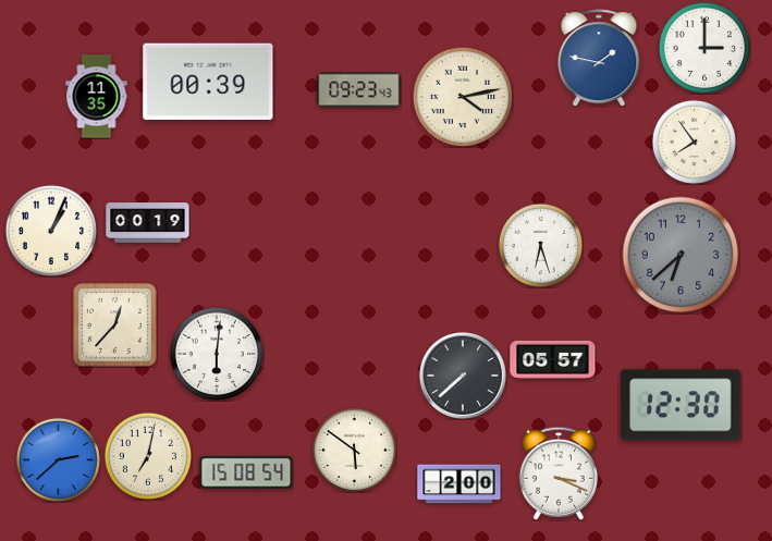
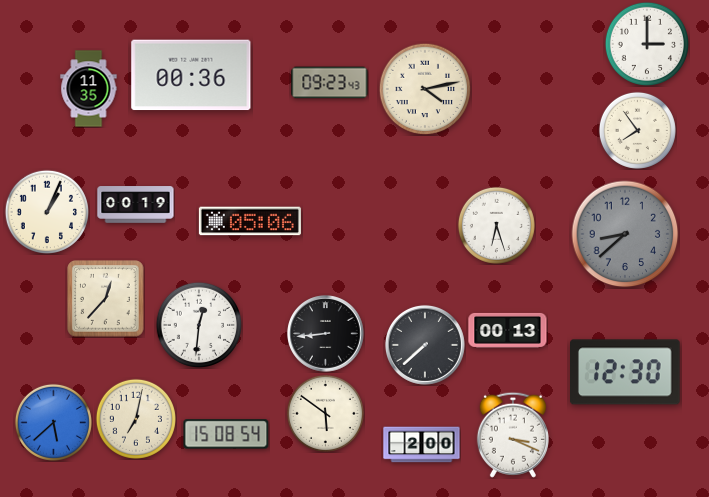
clock at (599, 58): 1:47 -> none
clock at (208, 82): 00:39 -> 00:36
clock at (250, 221): none -> 05:06
clock at (681, 255): 6:38 -> 8:38
clock at (216, 353): 6:01 -> 12:31
clock at (553, 359): 05:57 -> 00:13
clock at (326, 334): none -> 8:44
clock at (58, 459): 2:38 -> 5:38
